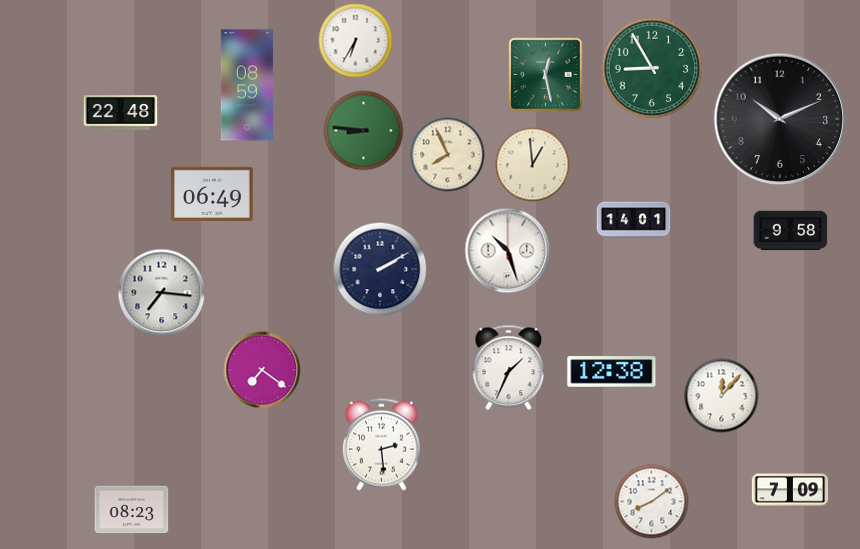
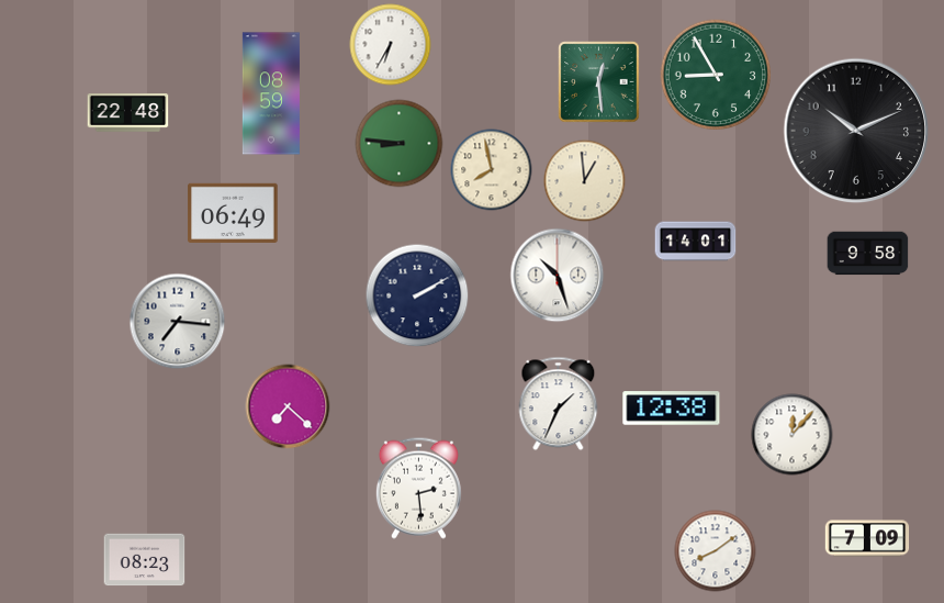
clock at (546, 75): 12:28 -> 12:29
clock at (121, 113) position: (121, 113) -> (128, 113)
clock at (448, 155): 7:56 -> 7:58
clock at (262, 370): 7:21 -> 7:22
